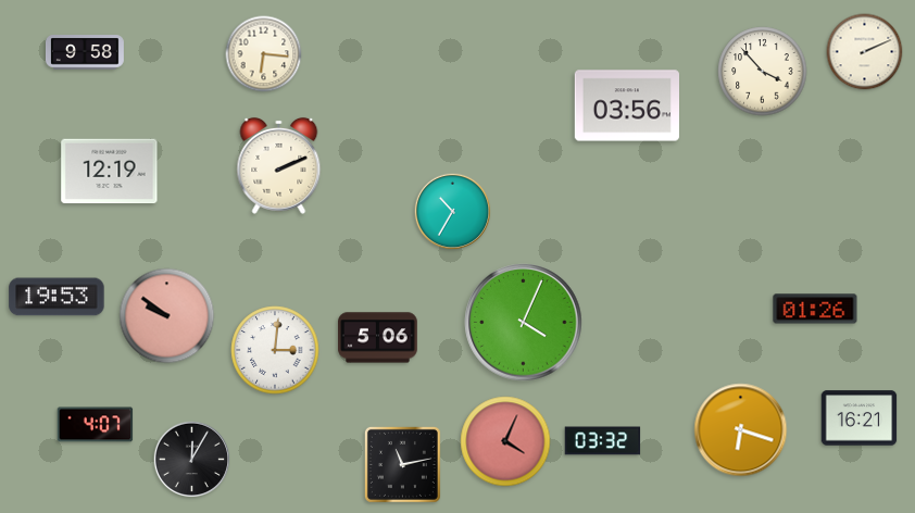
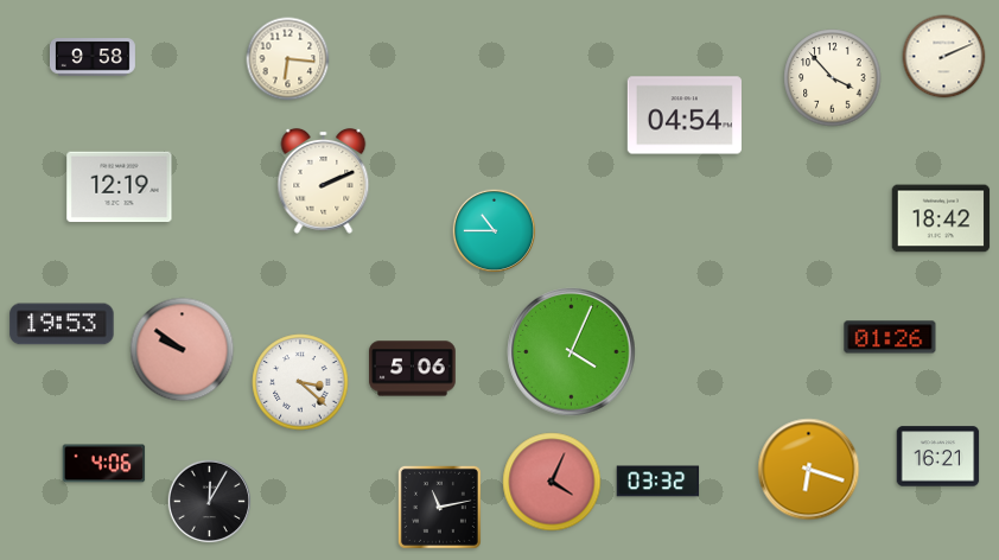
clock at (626, 105): 03:56 -> 04:54
clock at (279, 165) position: (279, 165) -> (324, 180)
clock at (941, 218): none -> 18:42
clock at (453, 212): 10:35 -> 10:45
clock at (167, 316) position: (167, 316) -> (183, 350)
clock at (275, 350): 3:01 -> 3:22
clock at (96, 425): 4:07 -> 4:06
